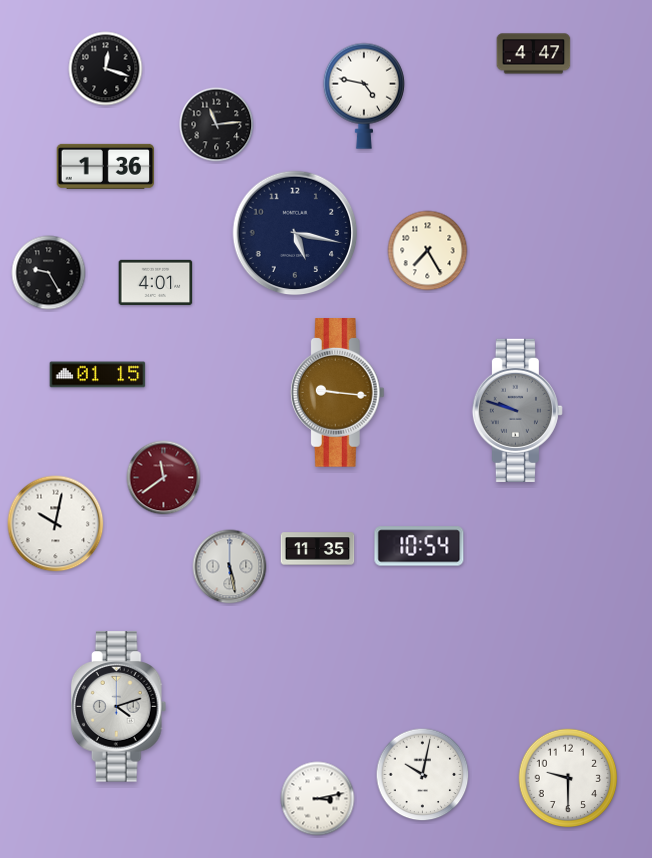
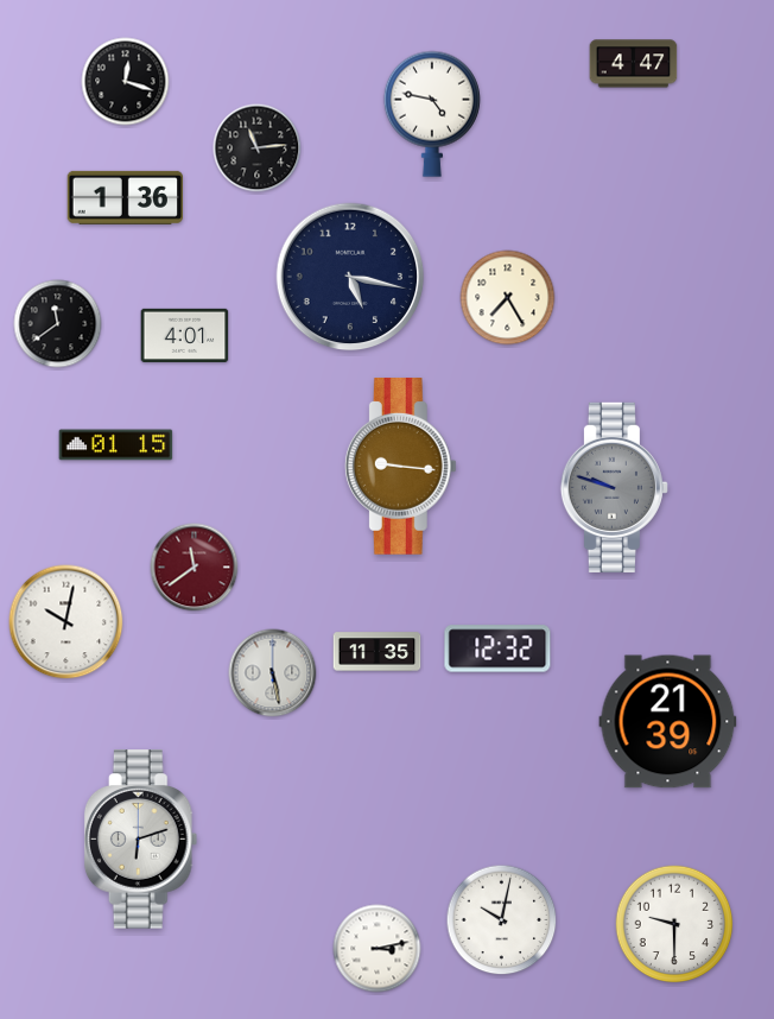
clock at (49, 273): 9:25 -> 11:39
clock at (419, 546): 10:54 -> 12:32
clock at (668, 722): none -> 21:39
clock at (119, 707): 4:12 -> 6:12
